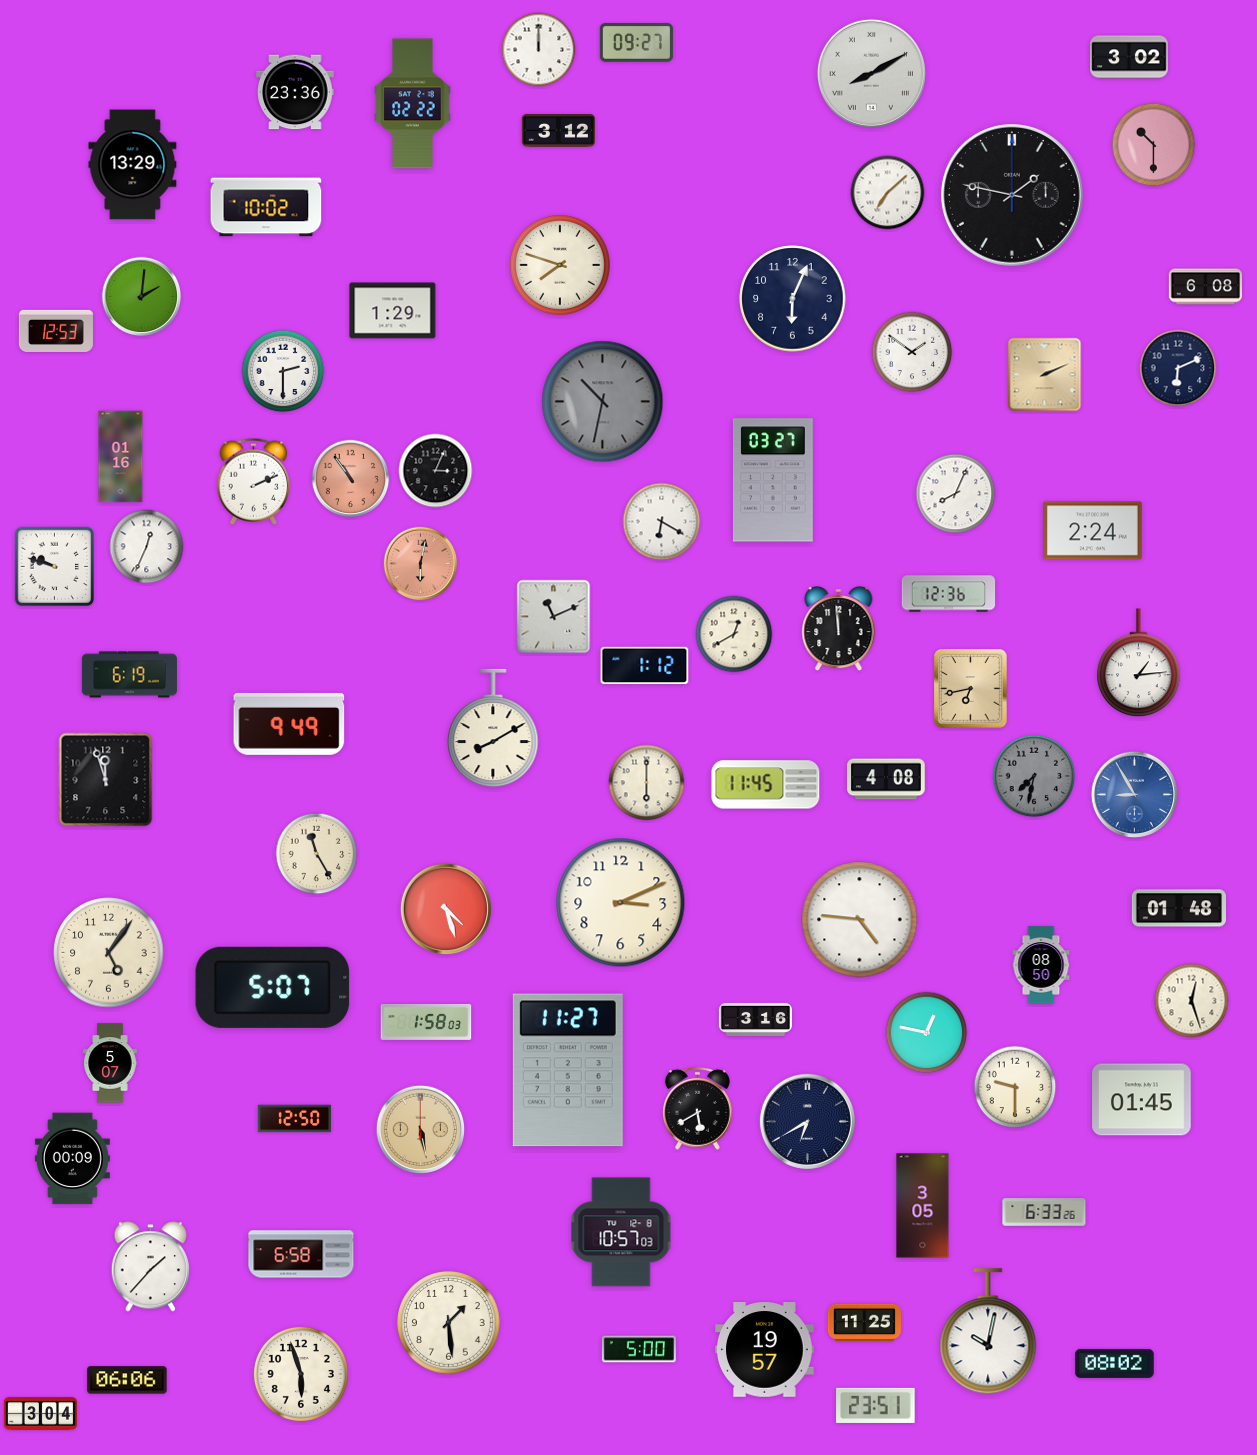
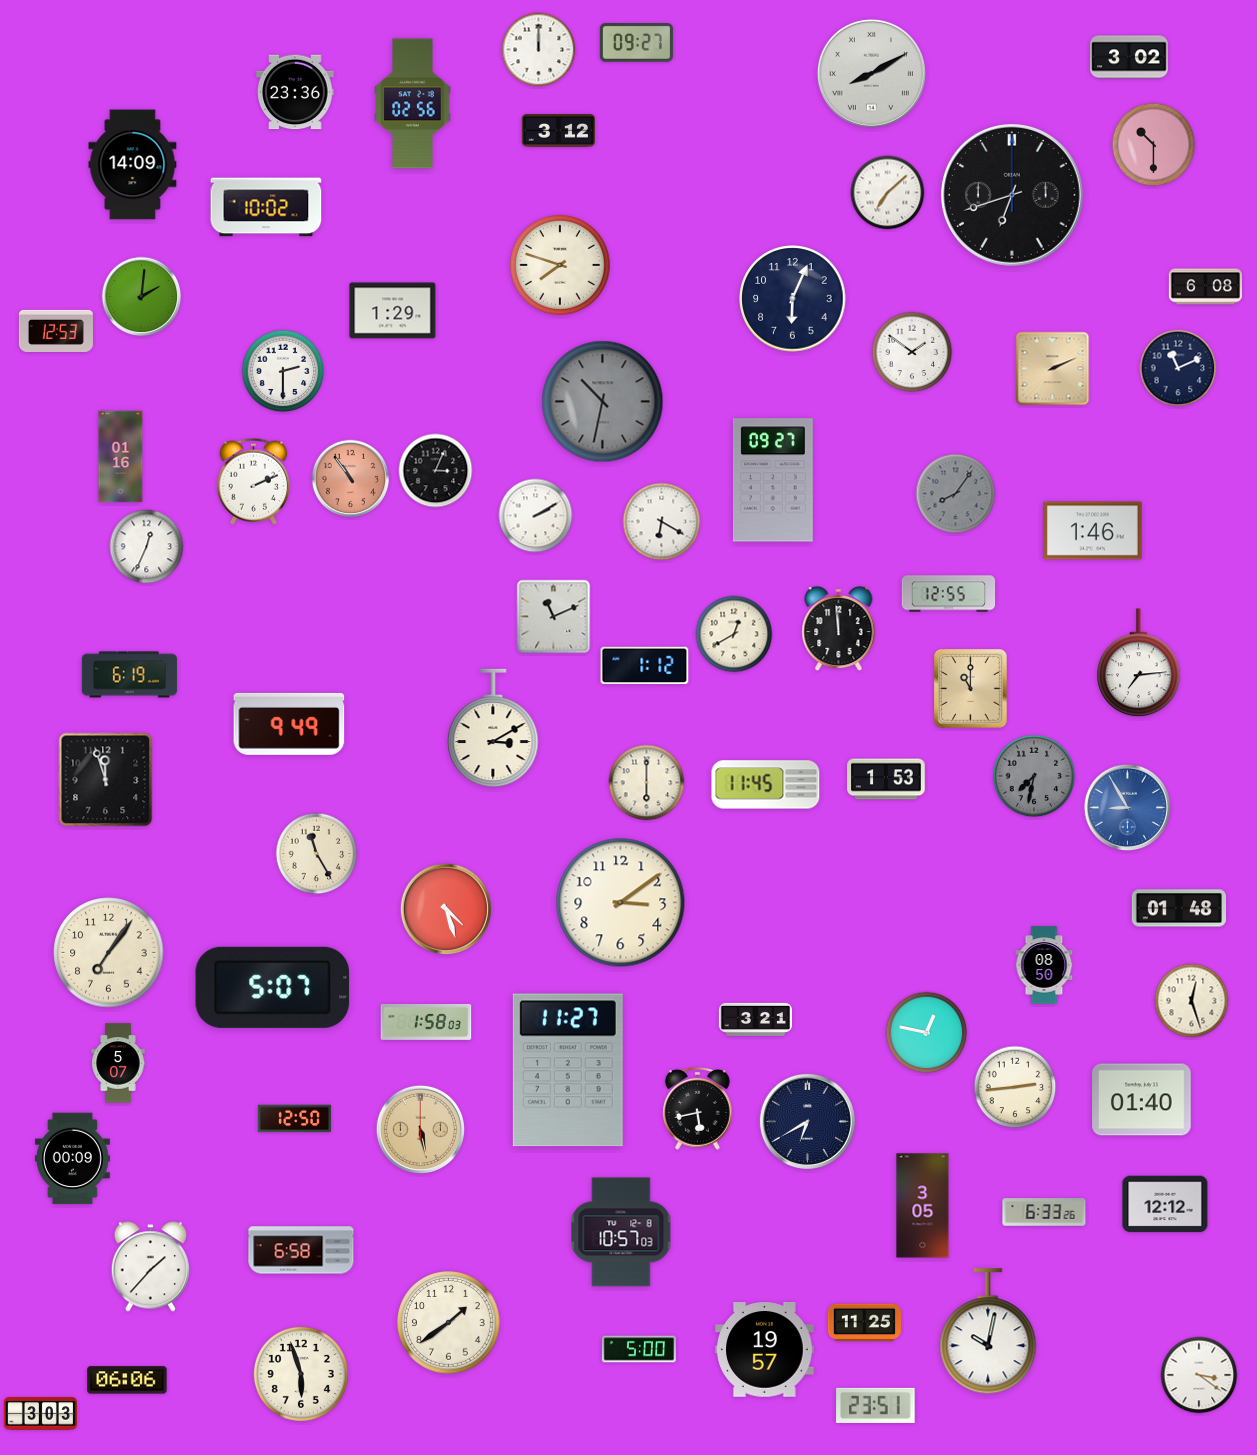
clock at (413, 104): 02:22 -> 02:56
clock at (133, 165): 13:29 -> 14:09
clock at (1013, 196): 1:47 -> 6:42
clock at (1178, 368): 6:11 -> 11:11
clock at (1045, 375) position: (1045, 375) -> (1053, 369)
clock at (773, 480): 03:27 -> 09:27
clock at (956, 494): 8:04 -> 8:06
clock at (956, 494) dial: white -> grey
clock at (536, 516): none -> 2:10
clock at (1093, 531): 2:24 -> 1:46
clock at (421, 564): 6:02 -> none
clock at (55, 567): 9:48 -> none
clock at (949, 594): 12:36 -> 12:55
clock at (1139, 663): 1:14 -> 7:14
clock at (971, 689): 6:43 -> 11:00
clock at (493, 728): 8:10 -> 3:10
clock at (886, 779): 4:08 -> 1:53
clock at (1134, 794) position: (1134, 794) -> (1127, 807)
clock at (621, 903): 3:11 -> 3:09
clock at (860, 920): 4:46 -> none
clock at (109, 953): 5:06 -> 7:06
clock at (1041, 965) position: (1041, 965) -> (1044, 965)
clock at (755, 1019): 3:16 -> 3:21
clock at (110, 1063) position: (110, 1063) -> (118, 1063)
clock at (1015, 1087): 9:30 -> 2:44
clock at (1142, 1100): 01:45 -> 01:40
clock at (697, 1108): 5:40 -> 5:43
clock at (1165, 1204): none -> 12:12
clock at (301, 1254) position: (301, 1254) -> (301, 1250)
clock at (449, 1323): 1:29 -> 1:39
clock at (1115, 1363): 08:02 -> none
clock at (1199, 1375): none -> 3:21
clock at (40, 1414): 3:04 -> 3:03
